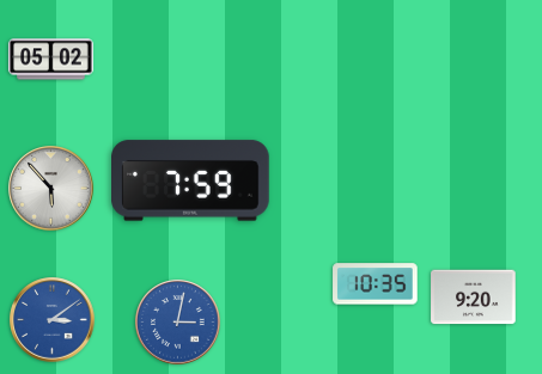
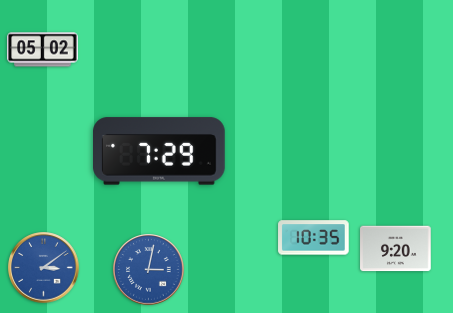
clock at (191, 180): 7:59 -> 7:29
clock at (51, 189): 5:53 -> none
